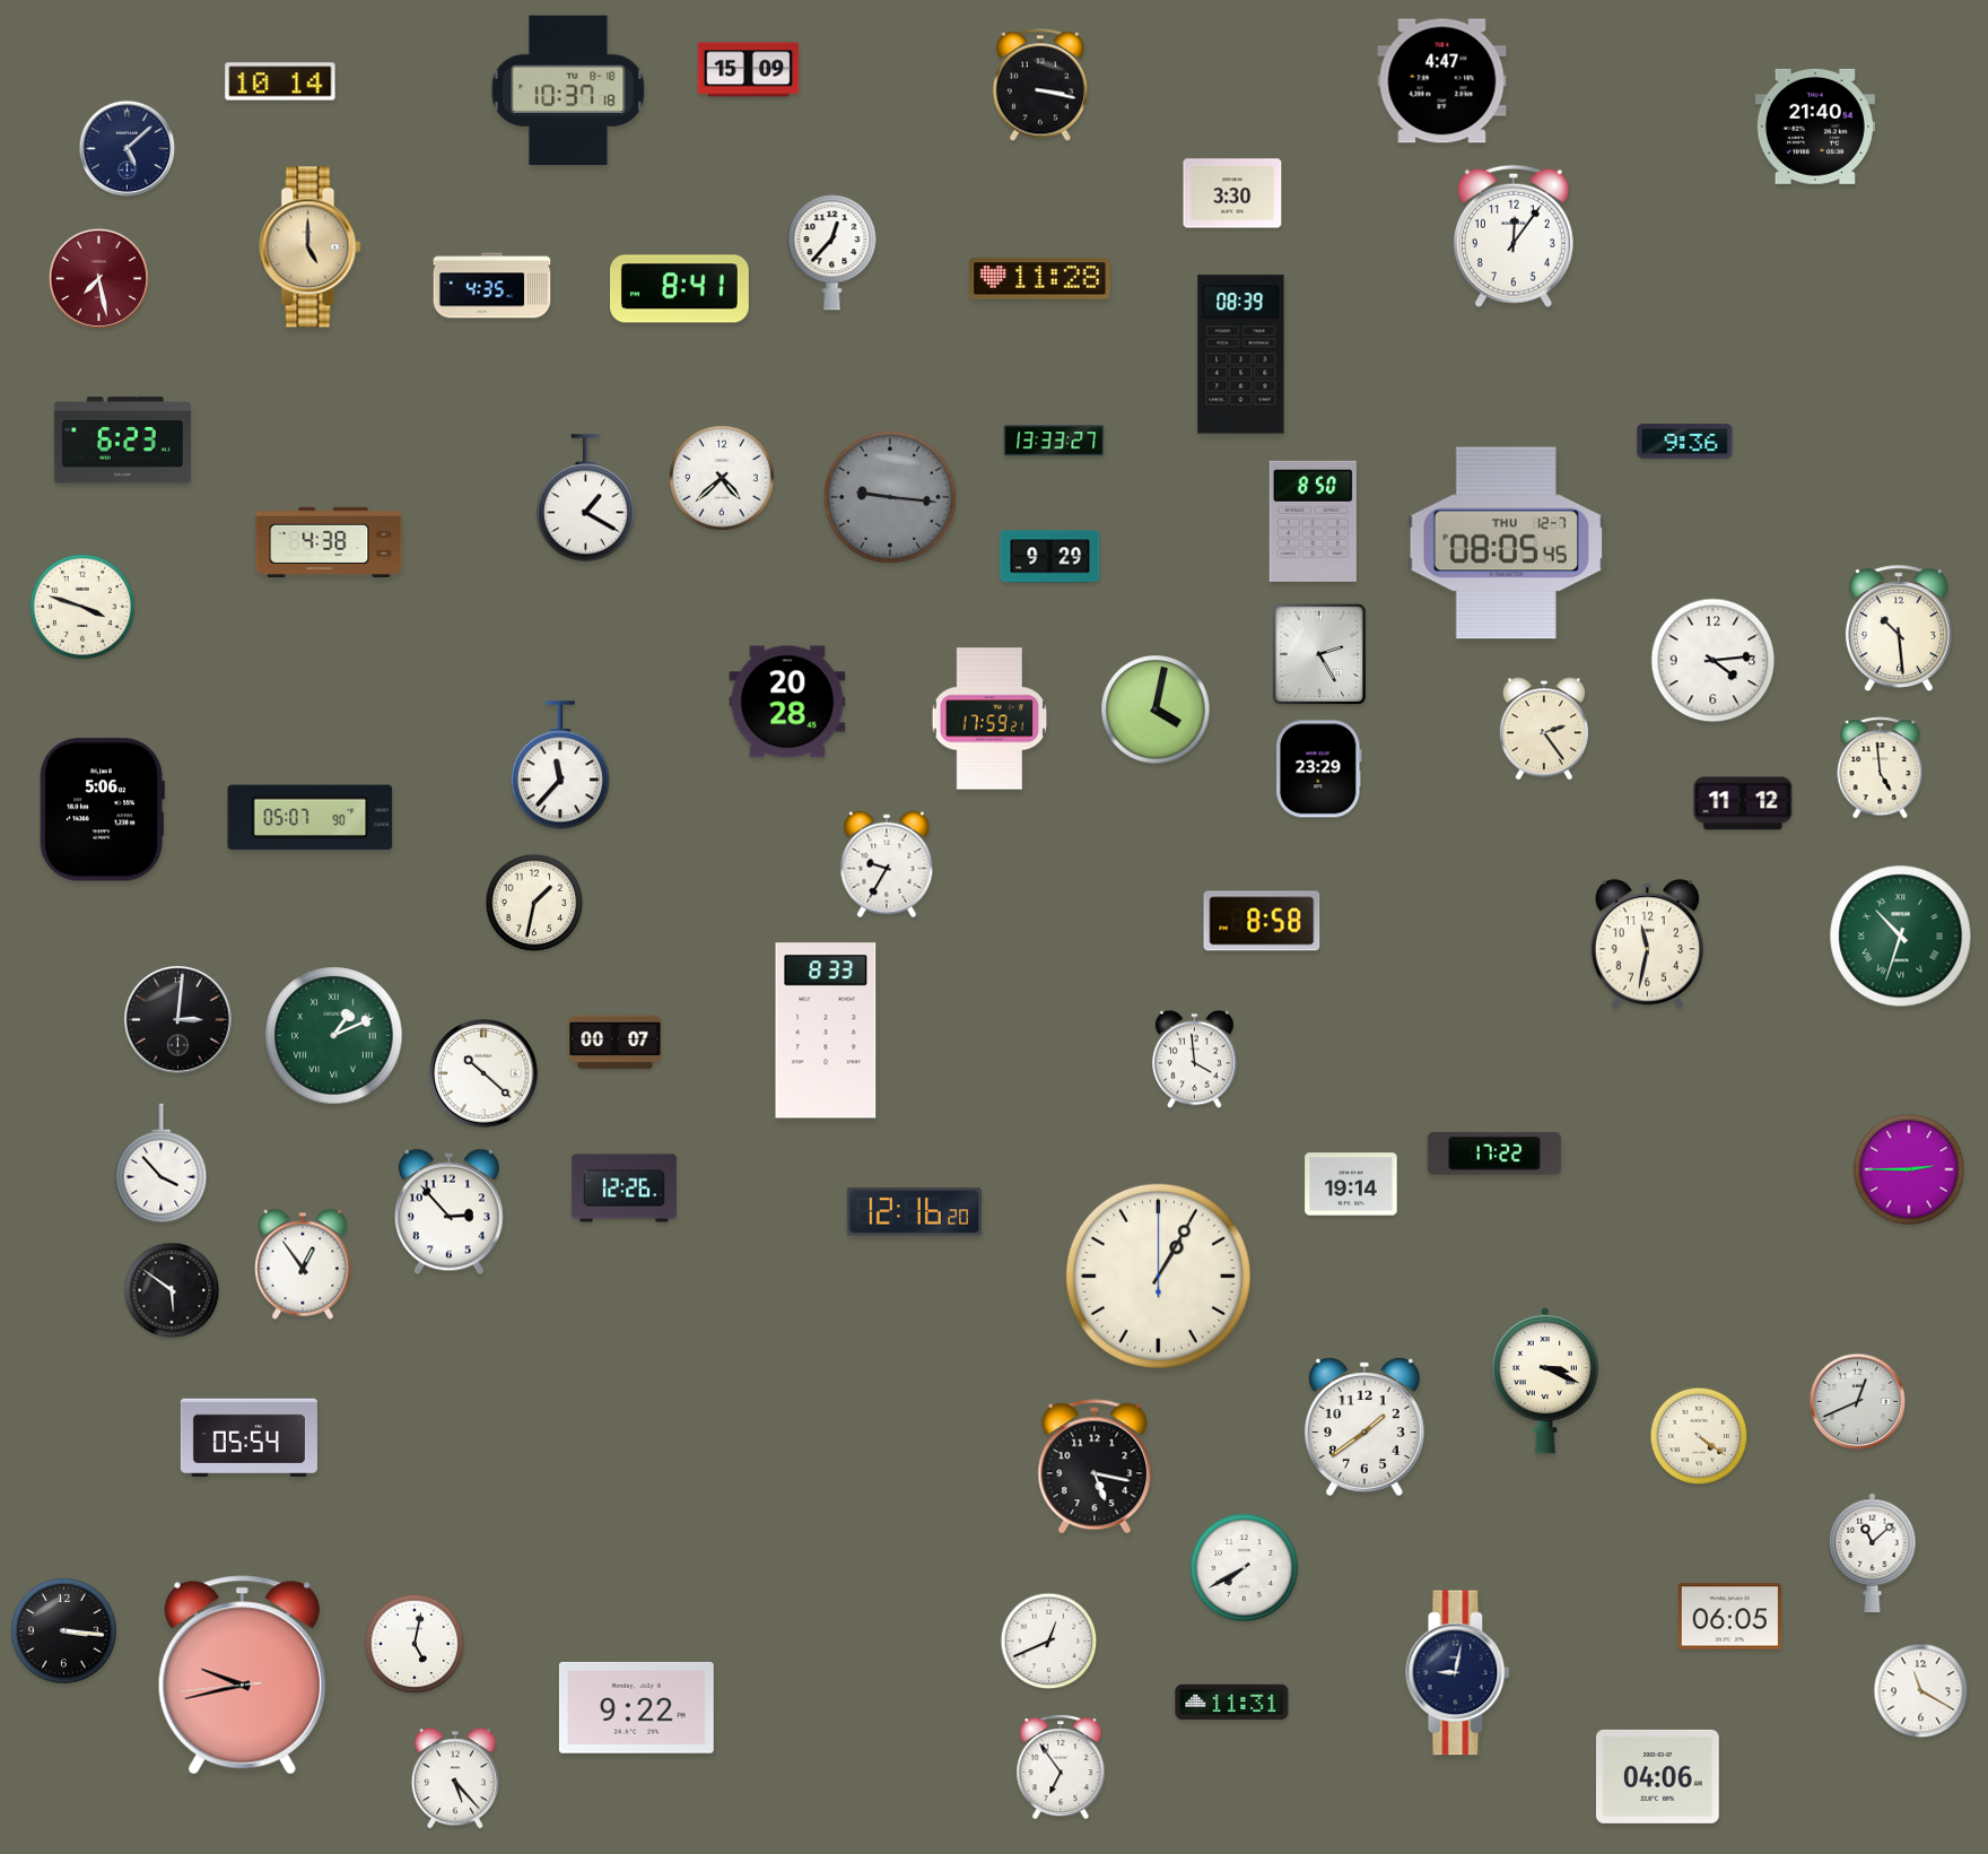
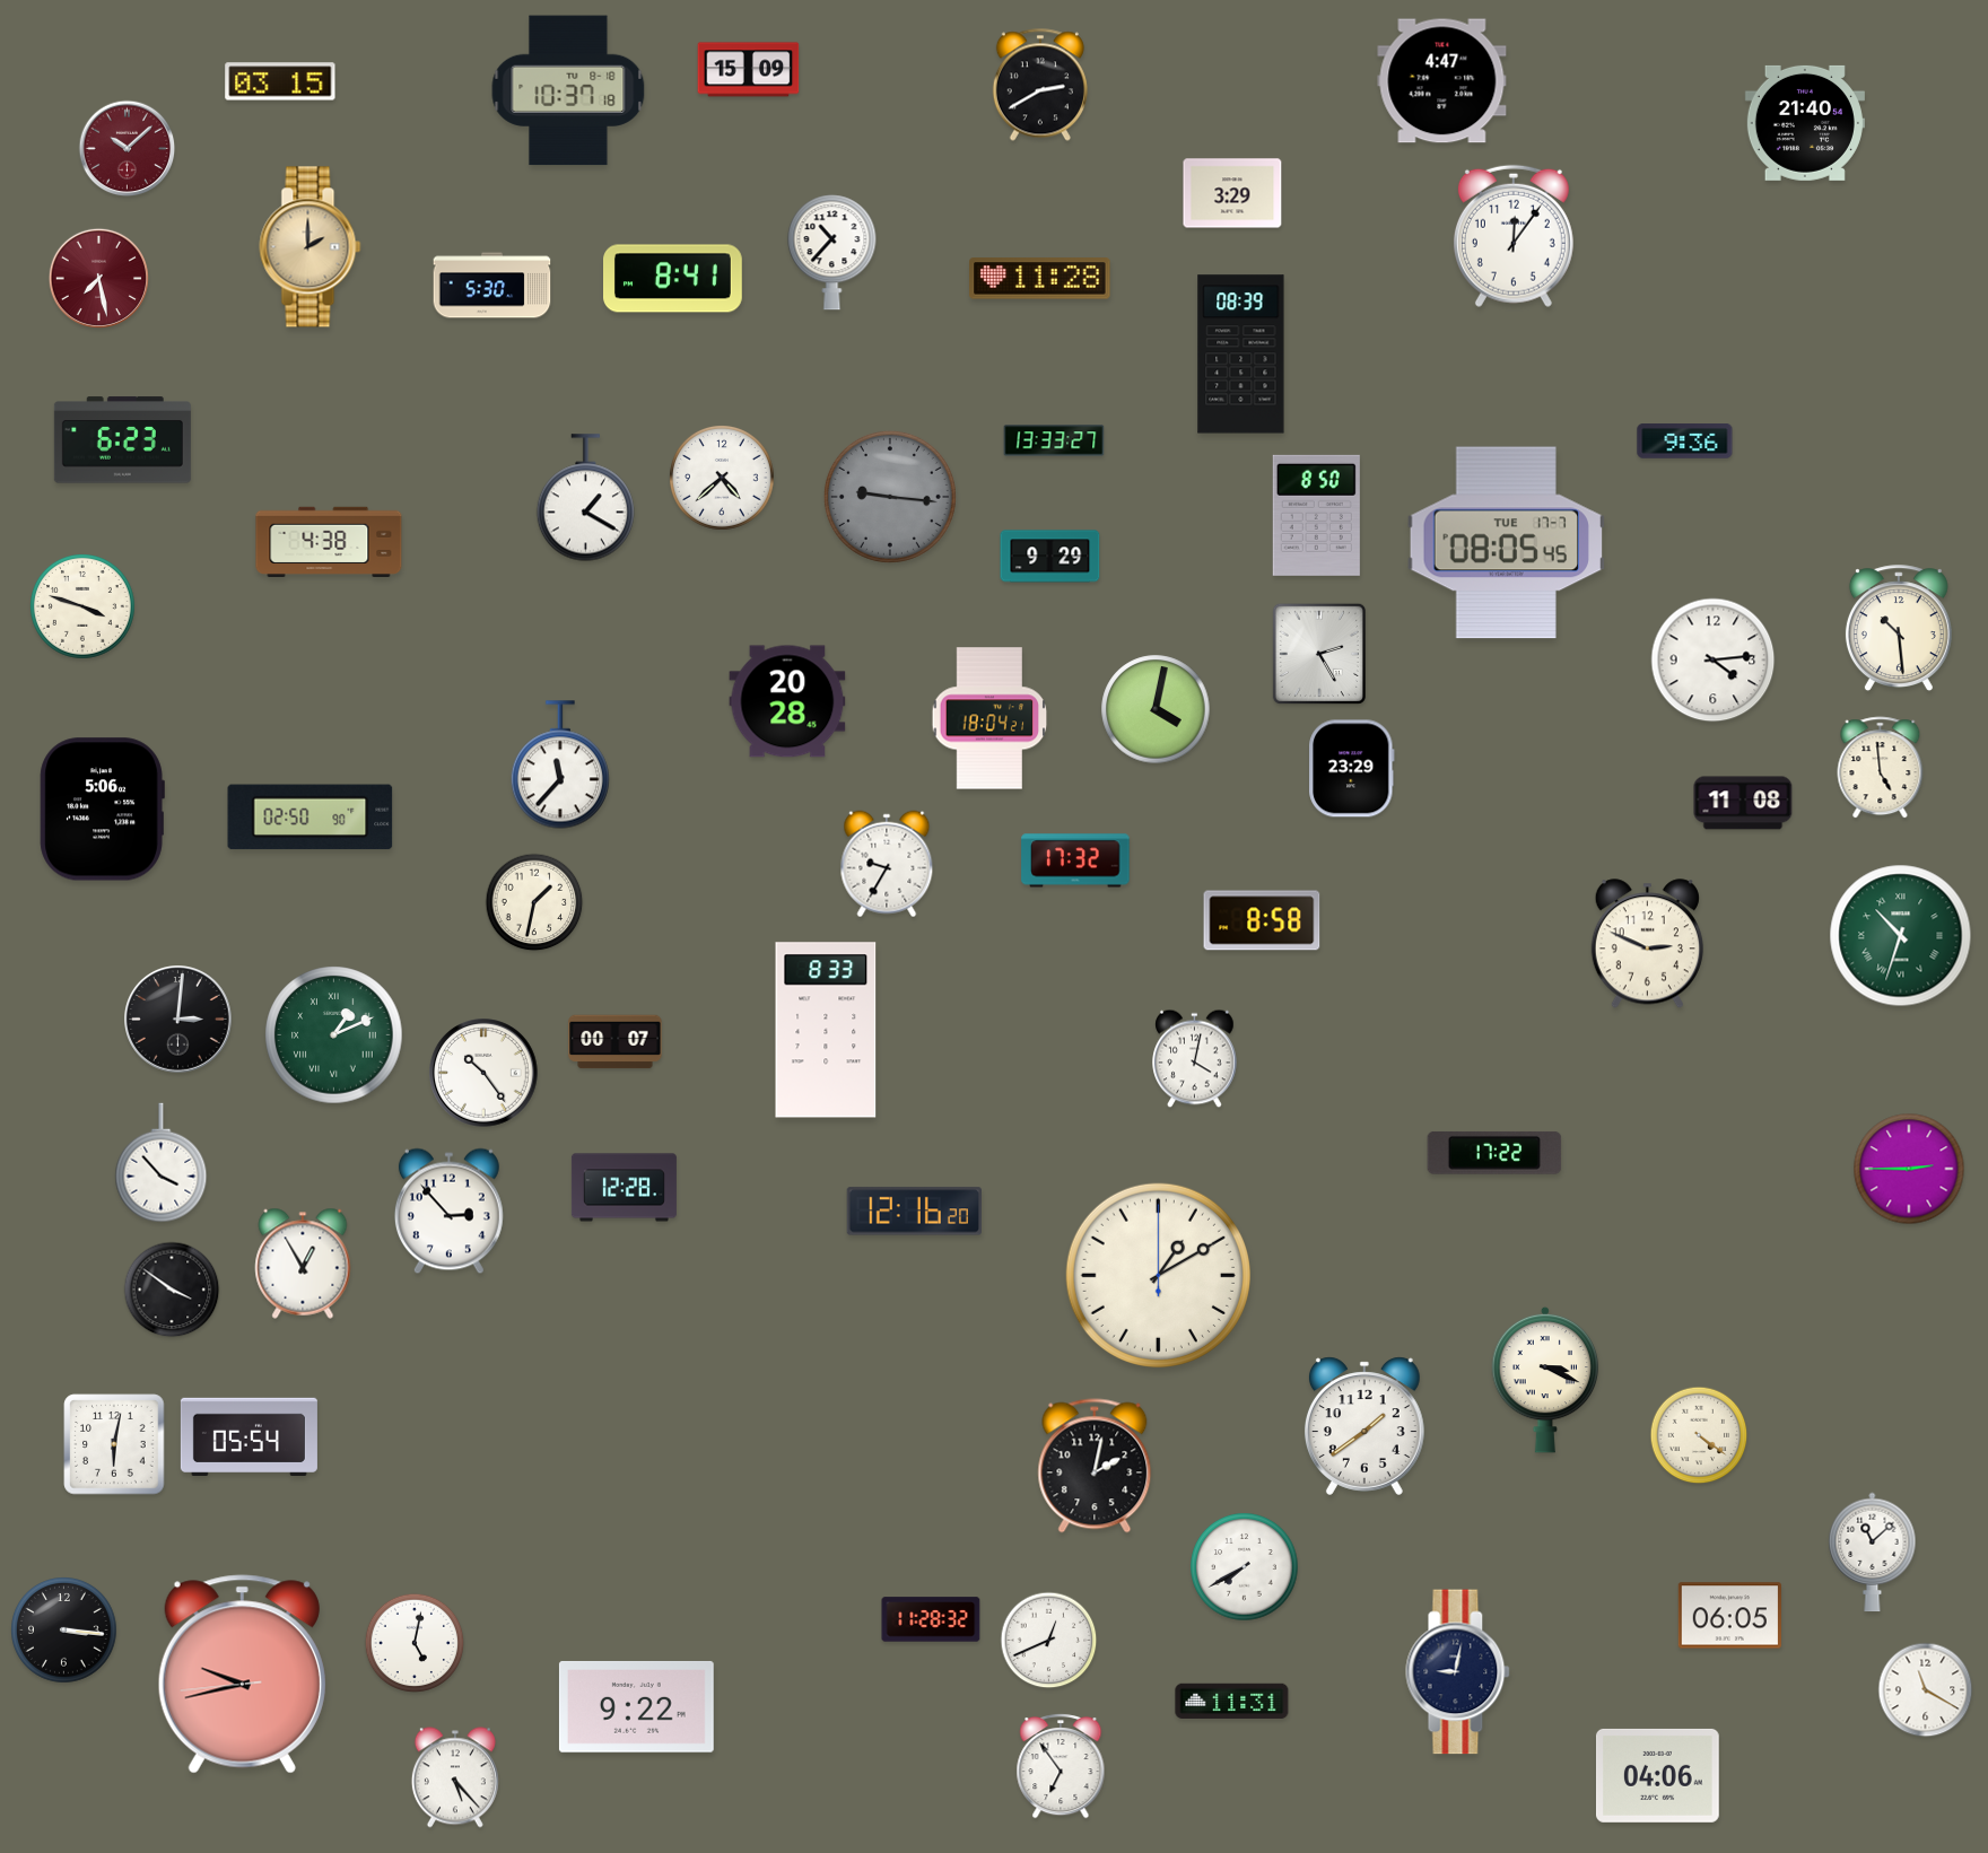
clock at (280, 81): 10:14 -> 03:15
clock at (1040, 85): 3:17 -> 2:40
clock at (1815, 127) position: (1815, 127) -> (1805, 123)
clock at (128, 149): 5:08 -> 10:08
clock at (128, 149) dial: navy -> burgundy
clock at (1232, 193): 3:30 -> 3:29
clock at (311, 247): 5:00 -> 2:00
clock at (832, 253): 12:37 -> 10:37
clock at (492, 286): 4:35 -> 5:30
clock at (680, 289) position: (680, 289) -> (673, 279)
clock at (1313, 521) position: (1313, 521) -> (1316, 515)
clock at (1507, 543) date: THU 12-7 -> TUE 17-7
clock at (989, 719): 17:59 -> 18:04
clock at (1544, 729): 2:24 -> none
clock at (1319, 769) position: (1319, 769) -> (1352, 769)
clock at (1743, 803): 11:12 -> 11:08
clock at (311, 818): 05:07 -> 02:50
clock at (1075, 860): none -> 17:32
clock at (1647, 945): 11:32 -> 2:49
clock at (1195, 1060): 3:59 -> 4:02
clock at (483, 1073): 10:22 -> 10:24
clock at (1351, 1184): 19:14 -> none
clock at (624, 1189): 12:26 -> 12:28
clock at (303, 1264): 12:54 -> 12:55
clock at (1158, 1276): 1:05 -> 1:10
clock at (172, 1290): 5:51 -> 3:51
clock at (1858, 1402): 12:41 -> none
clock at (114, 1444): none -> 6:02
clock at (1095, 1466): 5:17 -> 2:02
clock at (931, 1619): none -> 11:28
clock at (1921, 1691) position: (1921, 1691) -> (1926, 1690)
